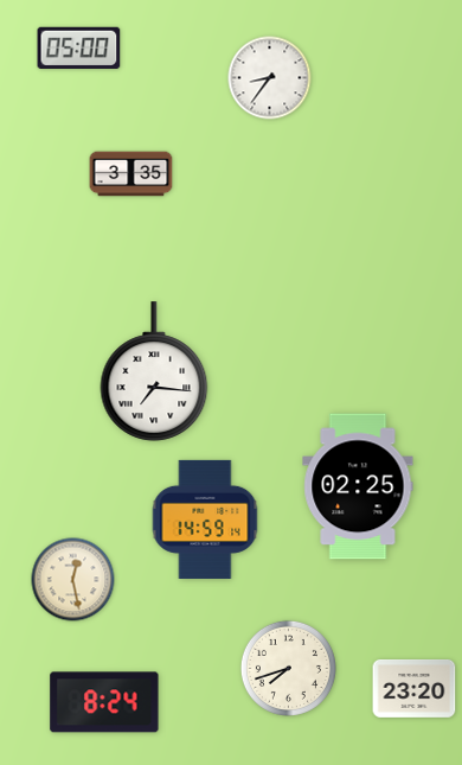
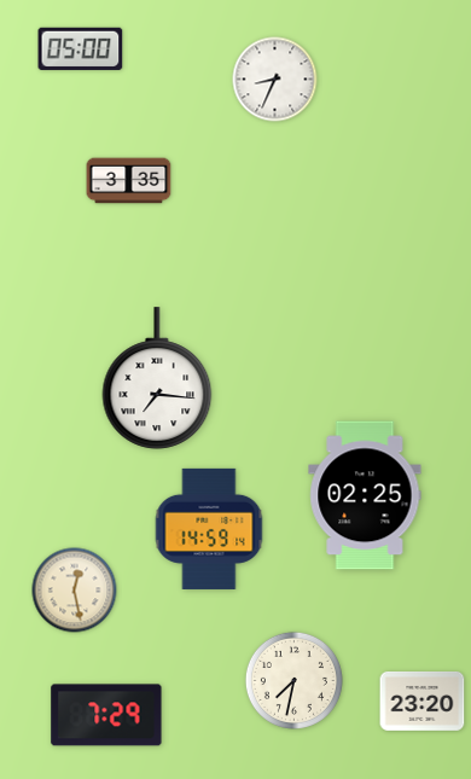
clock at (270, 78): 8:36 -> 8:34
clock at (131, 174) position: (131, 174) -> (129, 181)
clock at (288, 668): 7:42 -> 7:32
clock at (104, 702): 8:24 -> 7:29
